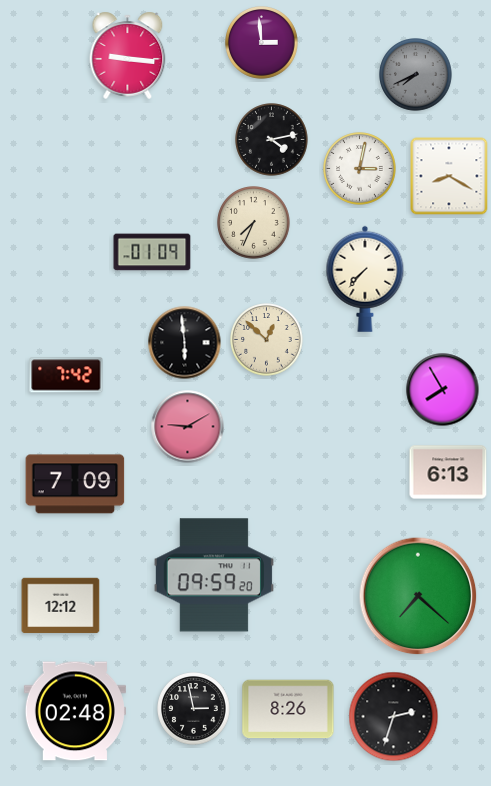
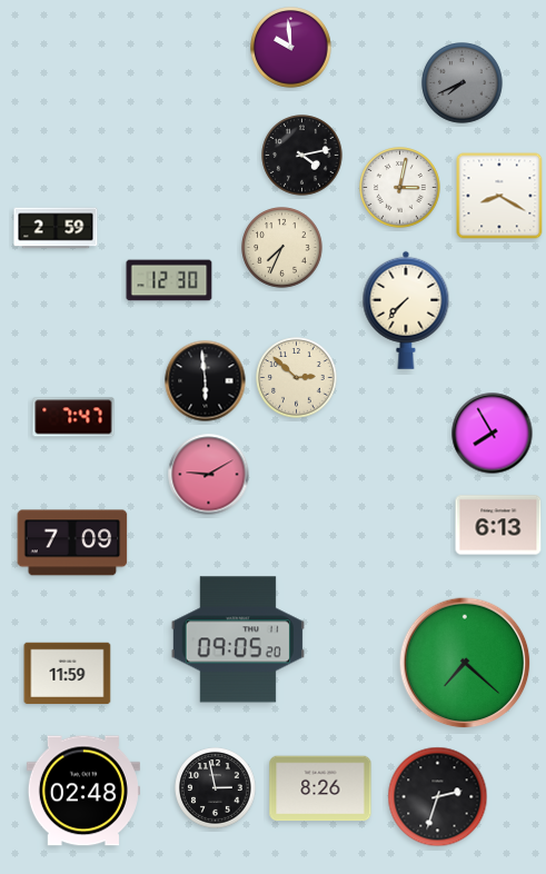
clock at (262, 43): 2:59 -> 9:59
clock at (128, 55): 9:16 -> none
clock at (56, 228): none -> 2:59
clock at (152, 252): 01:09 -> 12:30
clock at (267, 340): 12:52 -> 2:52
clock at (66, 375): 7:42 -> 7:47
clock at (75, 484) position: (75, 484) -> (72, 543)
clock at (214, 575): 09:59 -> 09:05
clock at (61, 606): 12:12 -> 11:59
